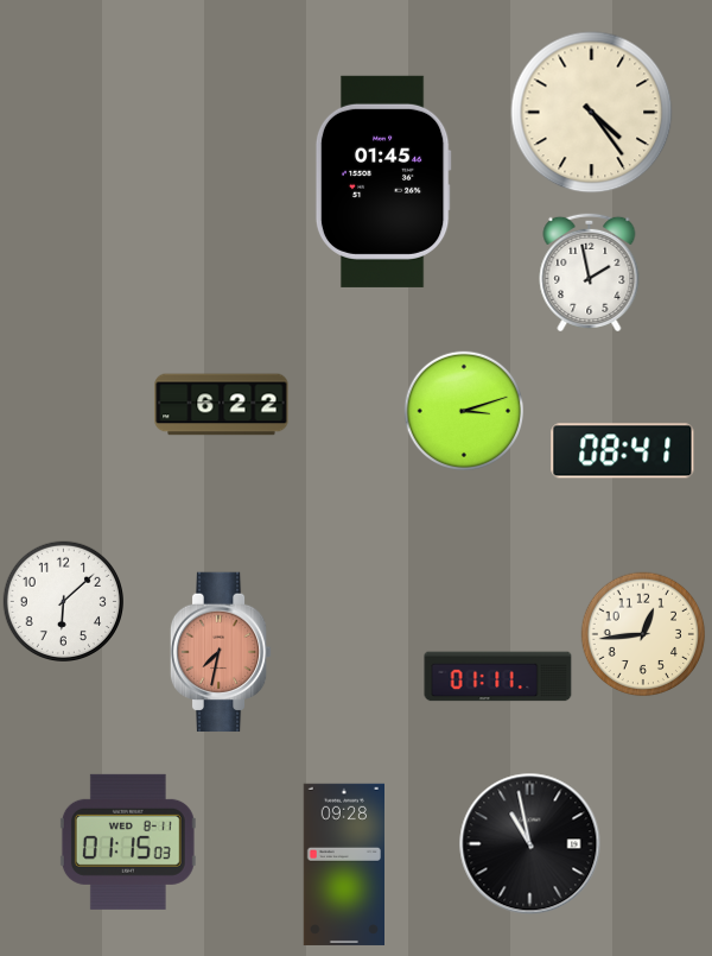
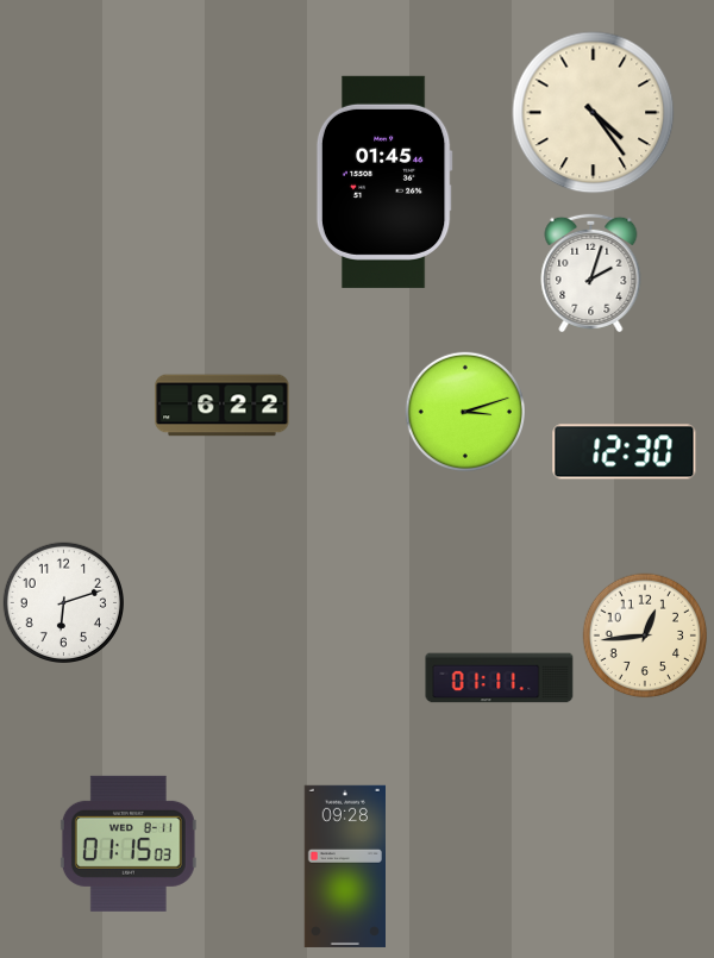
clock at (590, 272): 1:58 -> 2:03
clock at (623, 451): 08:41 -> 12:30
clock at (63, 601): 6:08 -> 6:12
clock at (221, 652): 7:32 -> none
clock at (530, 844): 10:58 -> none
